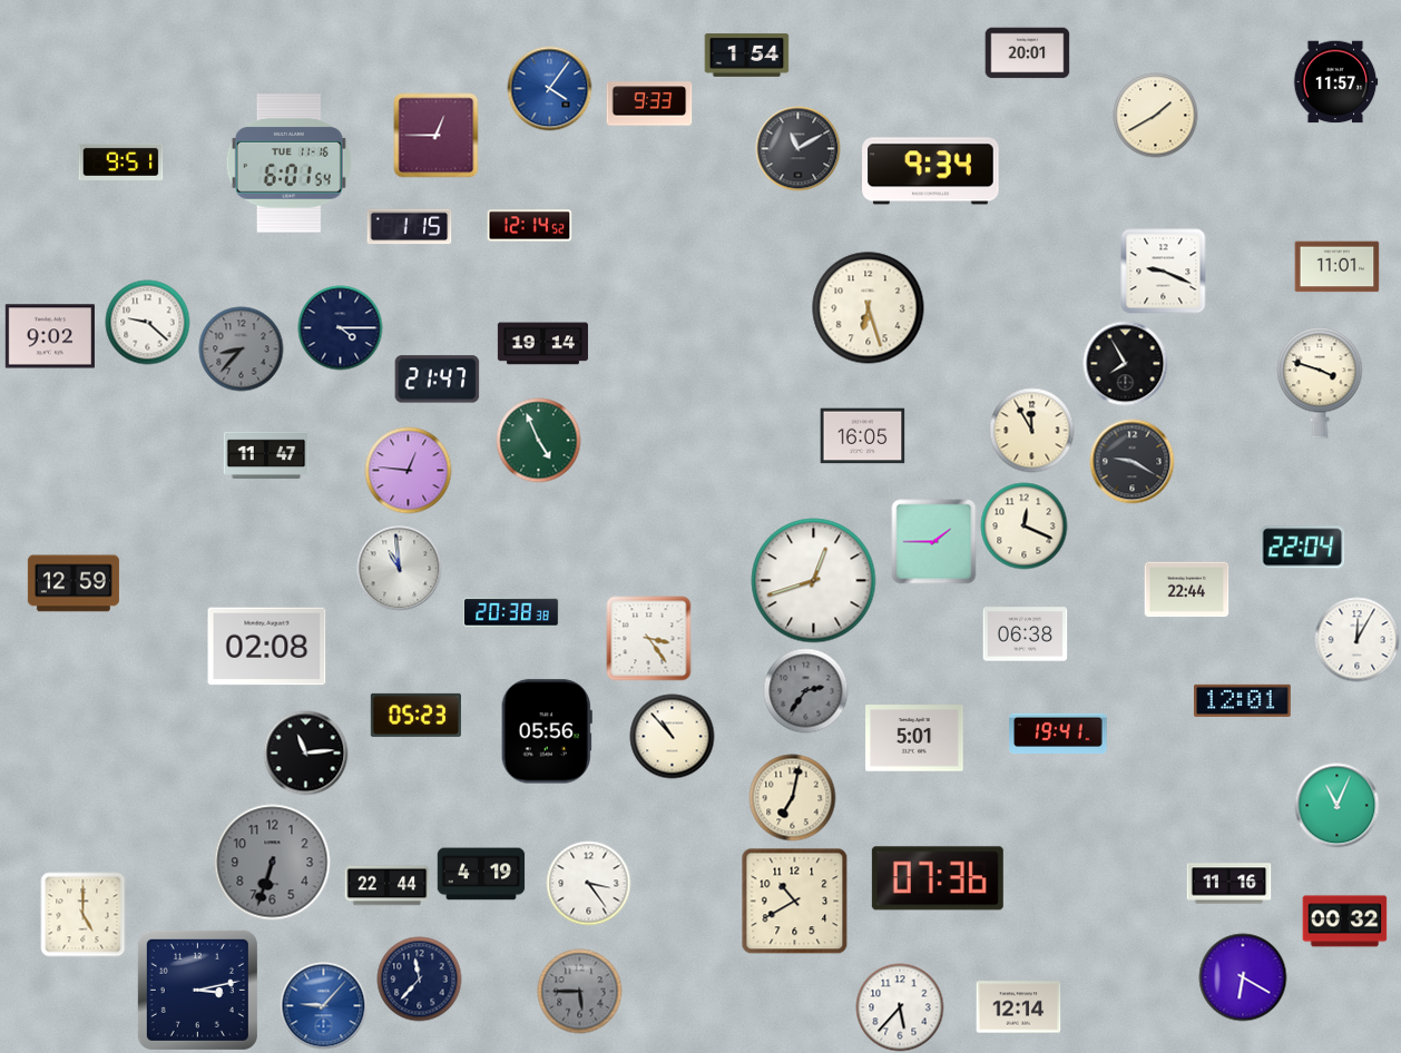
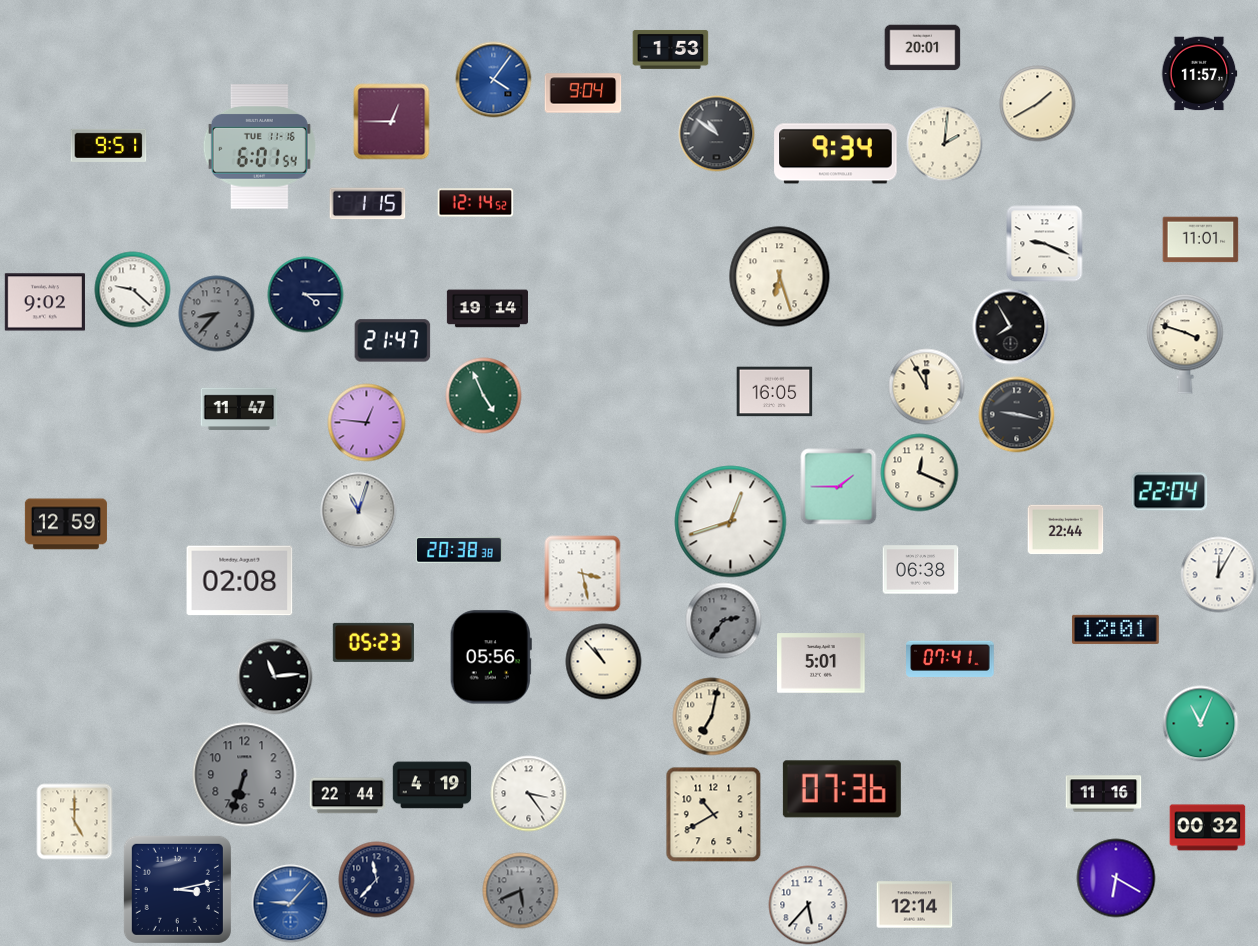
clock at (747, 56): 1:54 -> 1:53
clock at (649, 104): 9:33 -> 9:04
clock at (799, 149): 11:10 -> 10:51
clock at (945, 144): none -> 2:01
clock at (1133, 462): 9:20 -> 9:17
clock at (400, 569): 10:59 -> 11:03
clock at (649, 639): 3:24 -> 3:28
clock at (1058, 734): 19:41 -> 07:41
clock at (795, 902) position: (795, 902) -> (714, 815)
clock at (580, 992): 5:45 -> 5:41
